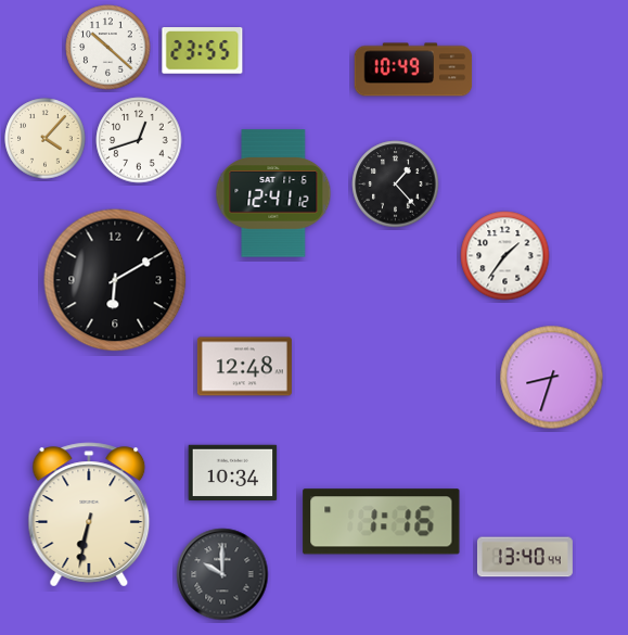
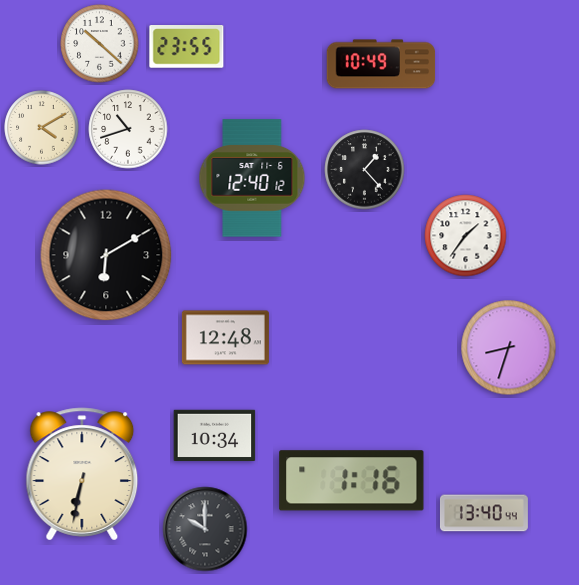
clock at (46, 139): 4:07 -> 4:10
clock at (139, 140): 12:42 -> 10:42
clock at (273, 193): 12:41 -> 12:40
clock at (115, 280) position: (115, 280) -> (106, 255)
